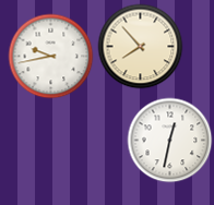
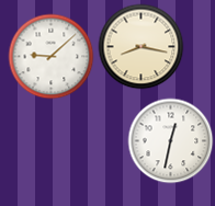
clock at (140, 46): 7:53 -> 8:17
clock at (50, 56): 9:43 -> 9:08
